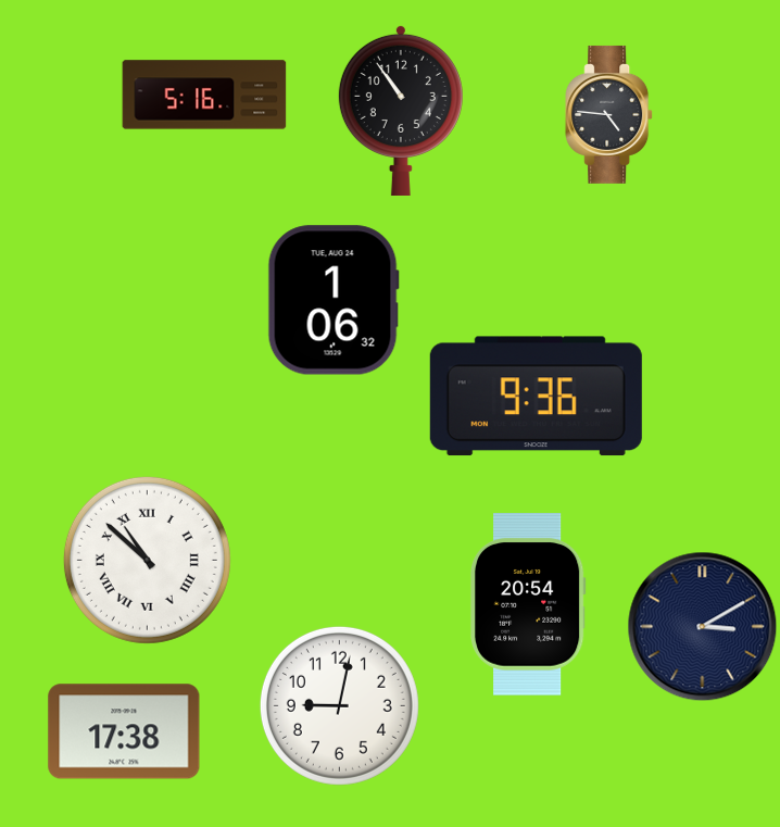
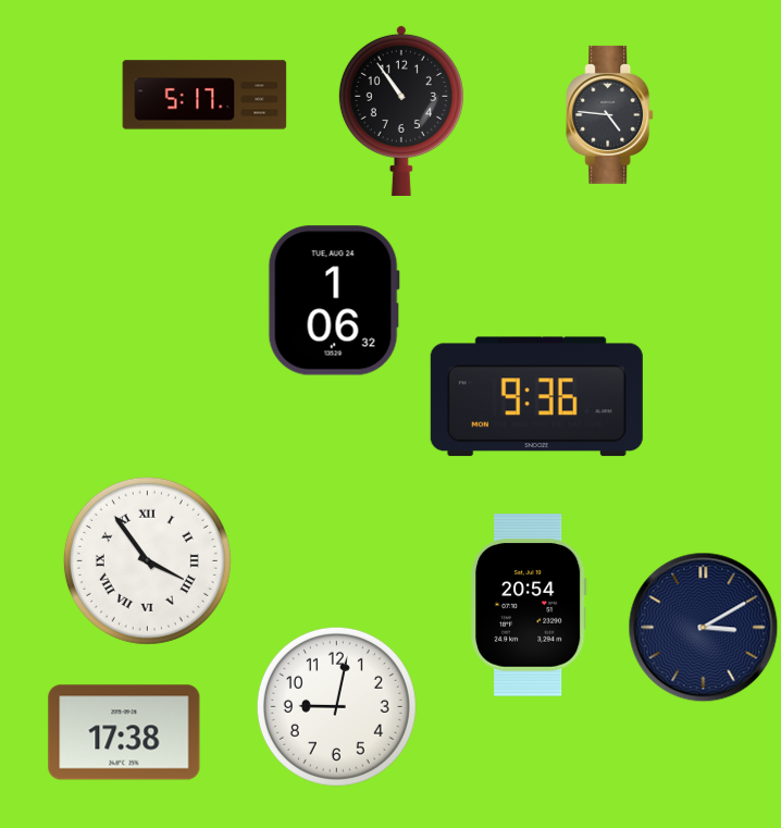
clock at (204, 95): 5:16 -> 5:17
clock at (147, 560): 10:52 -> 3:54
clock at (339, 705) position: (339, 705) -> (336, 706)
